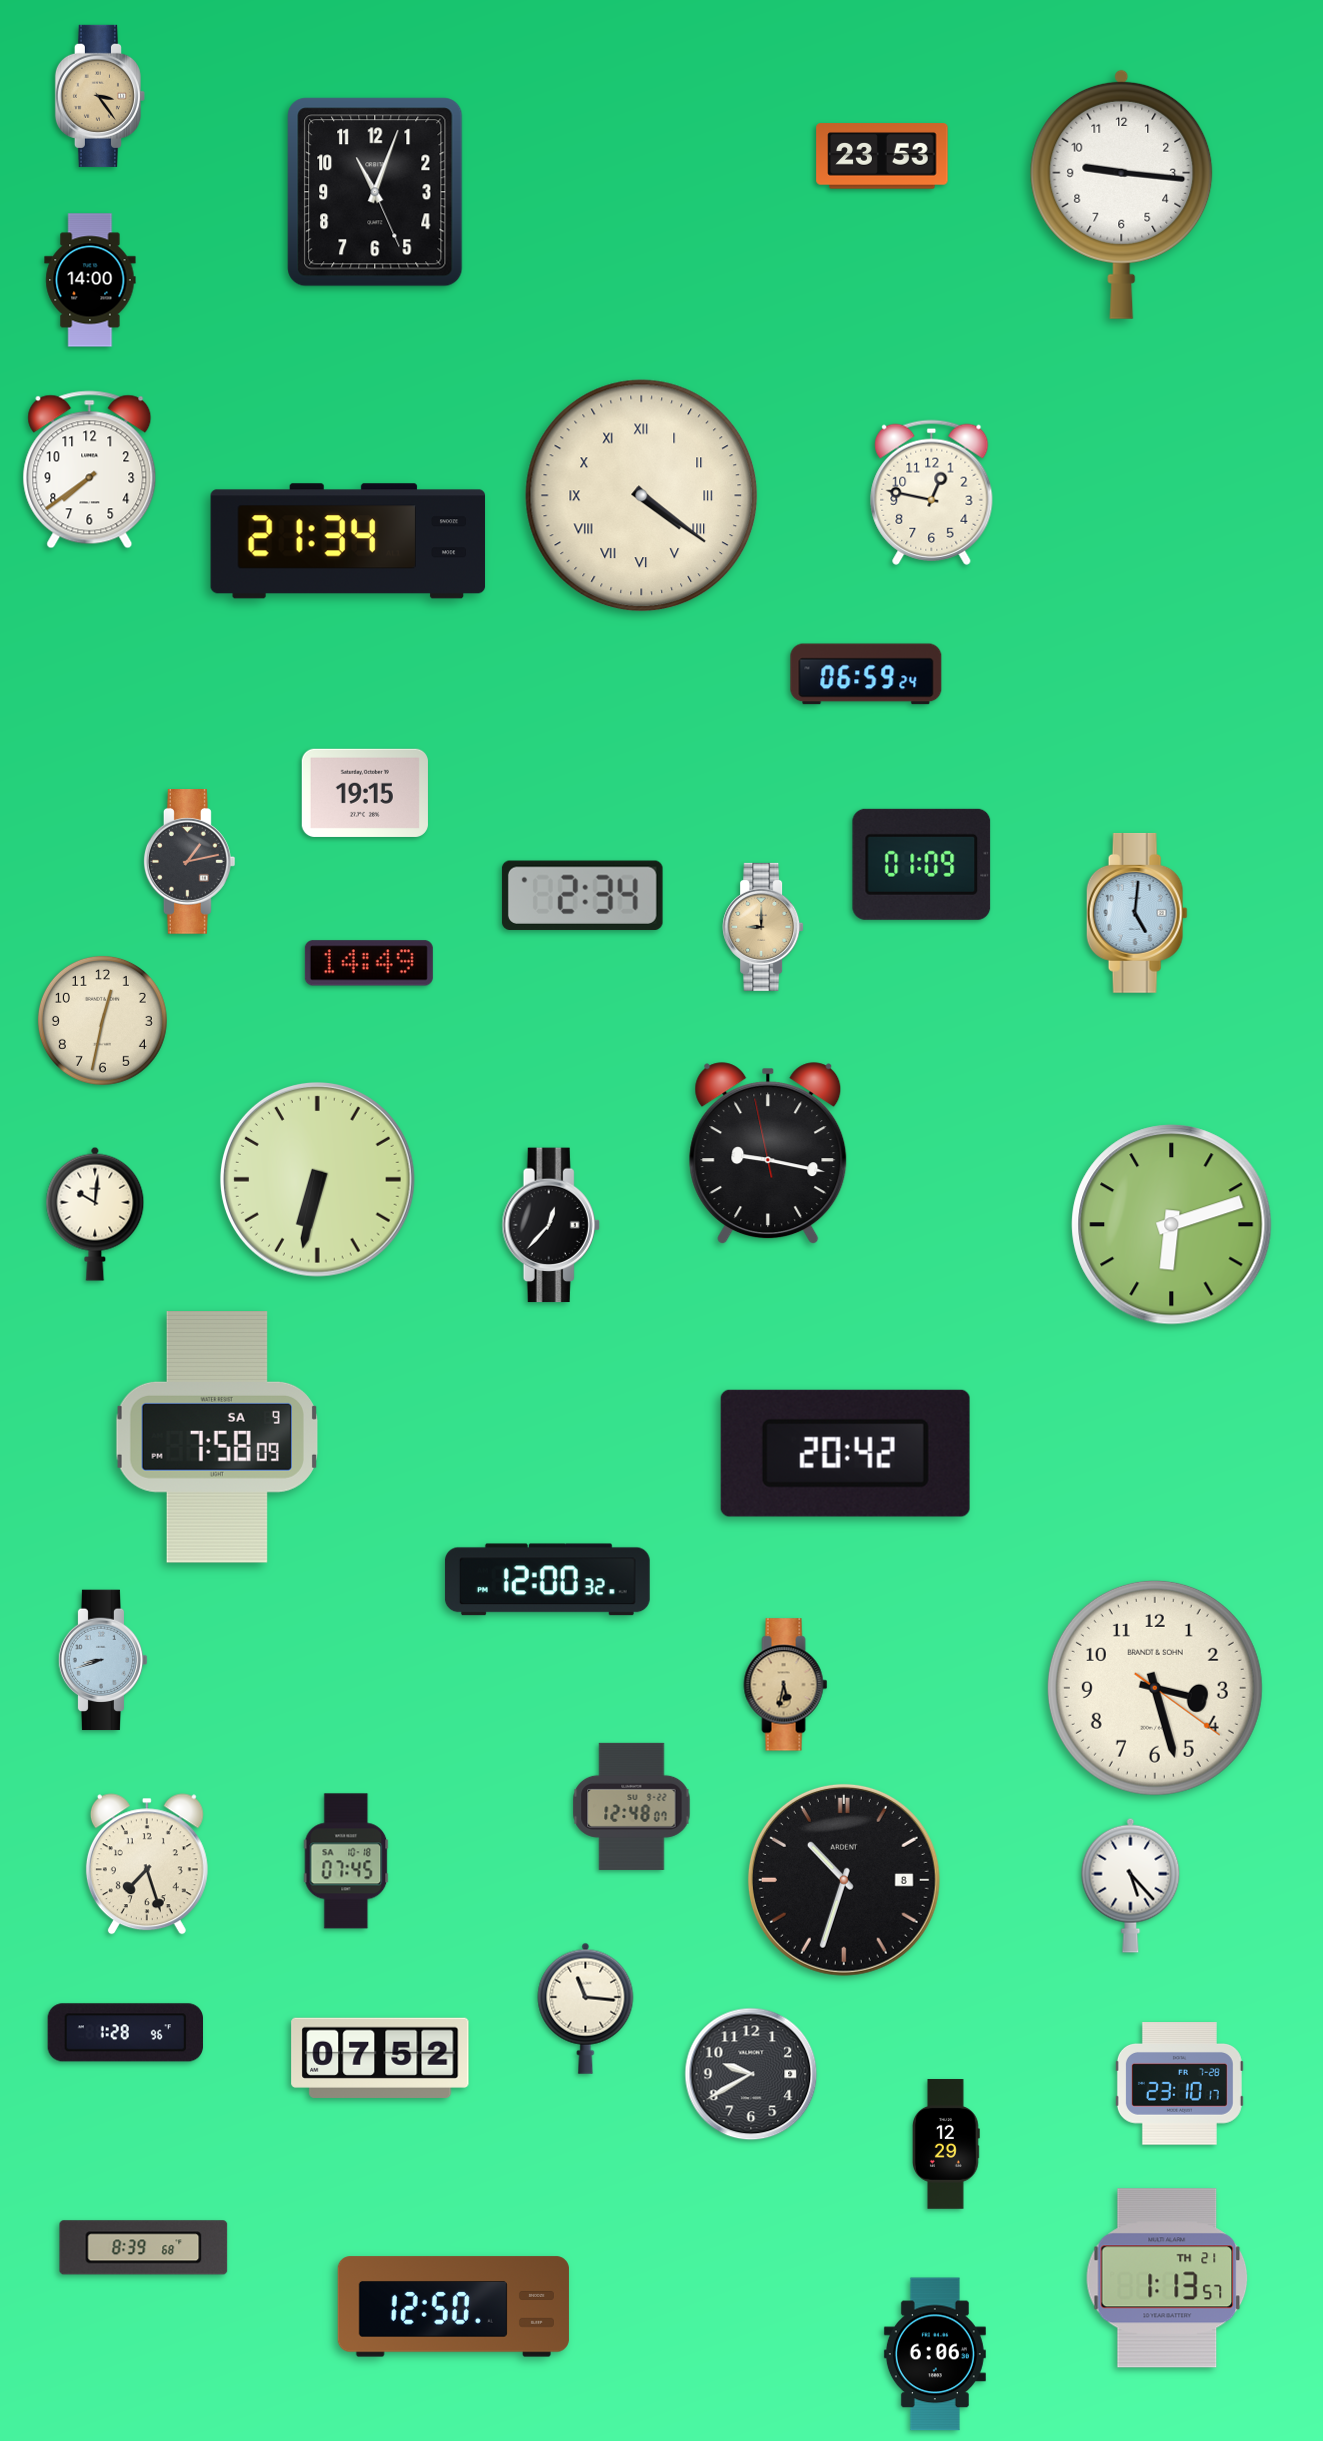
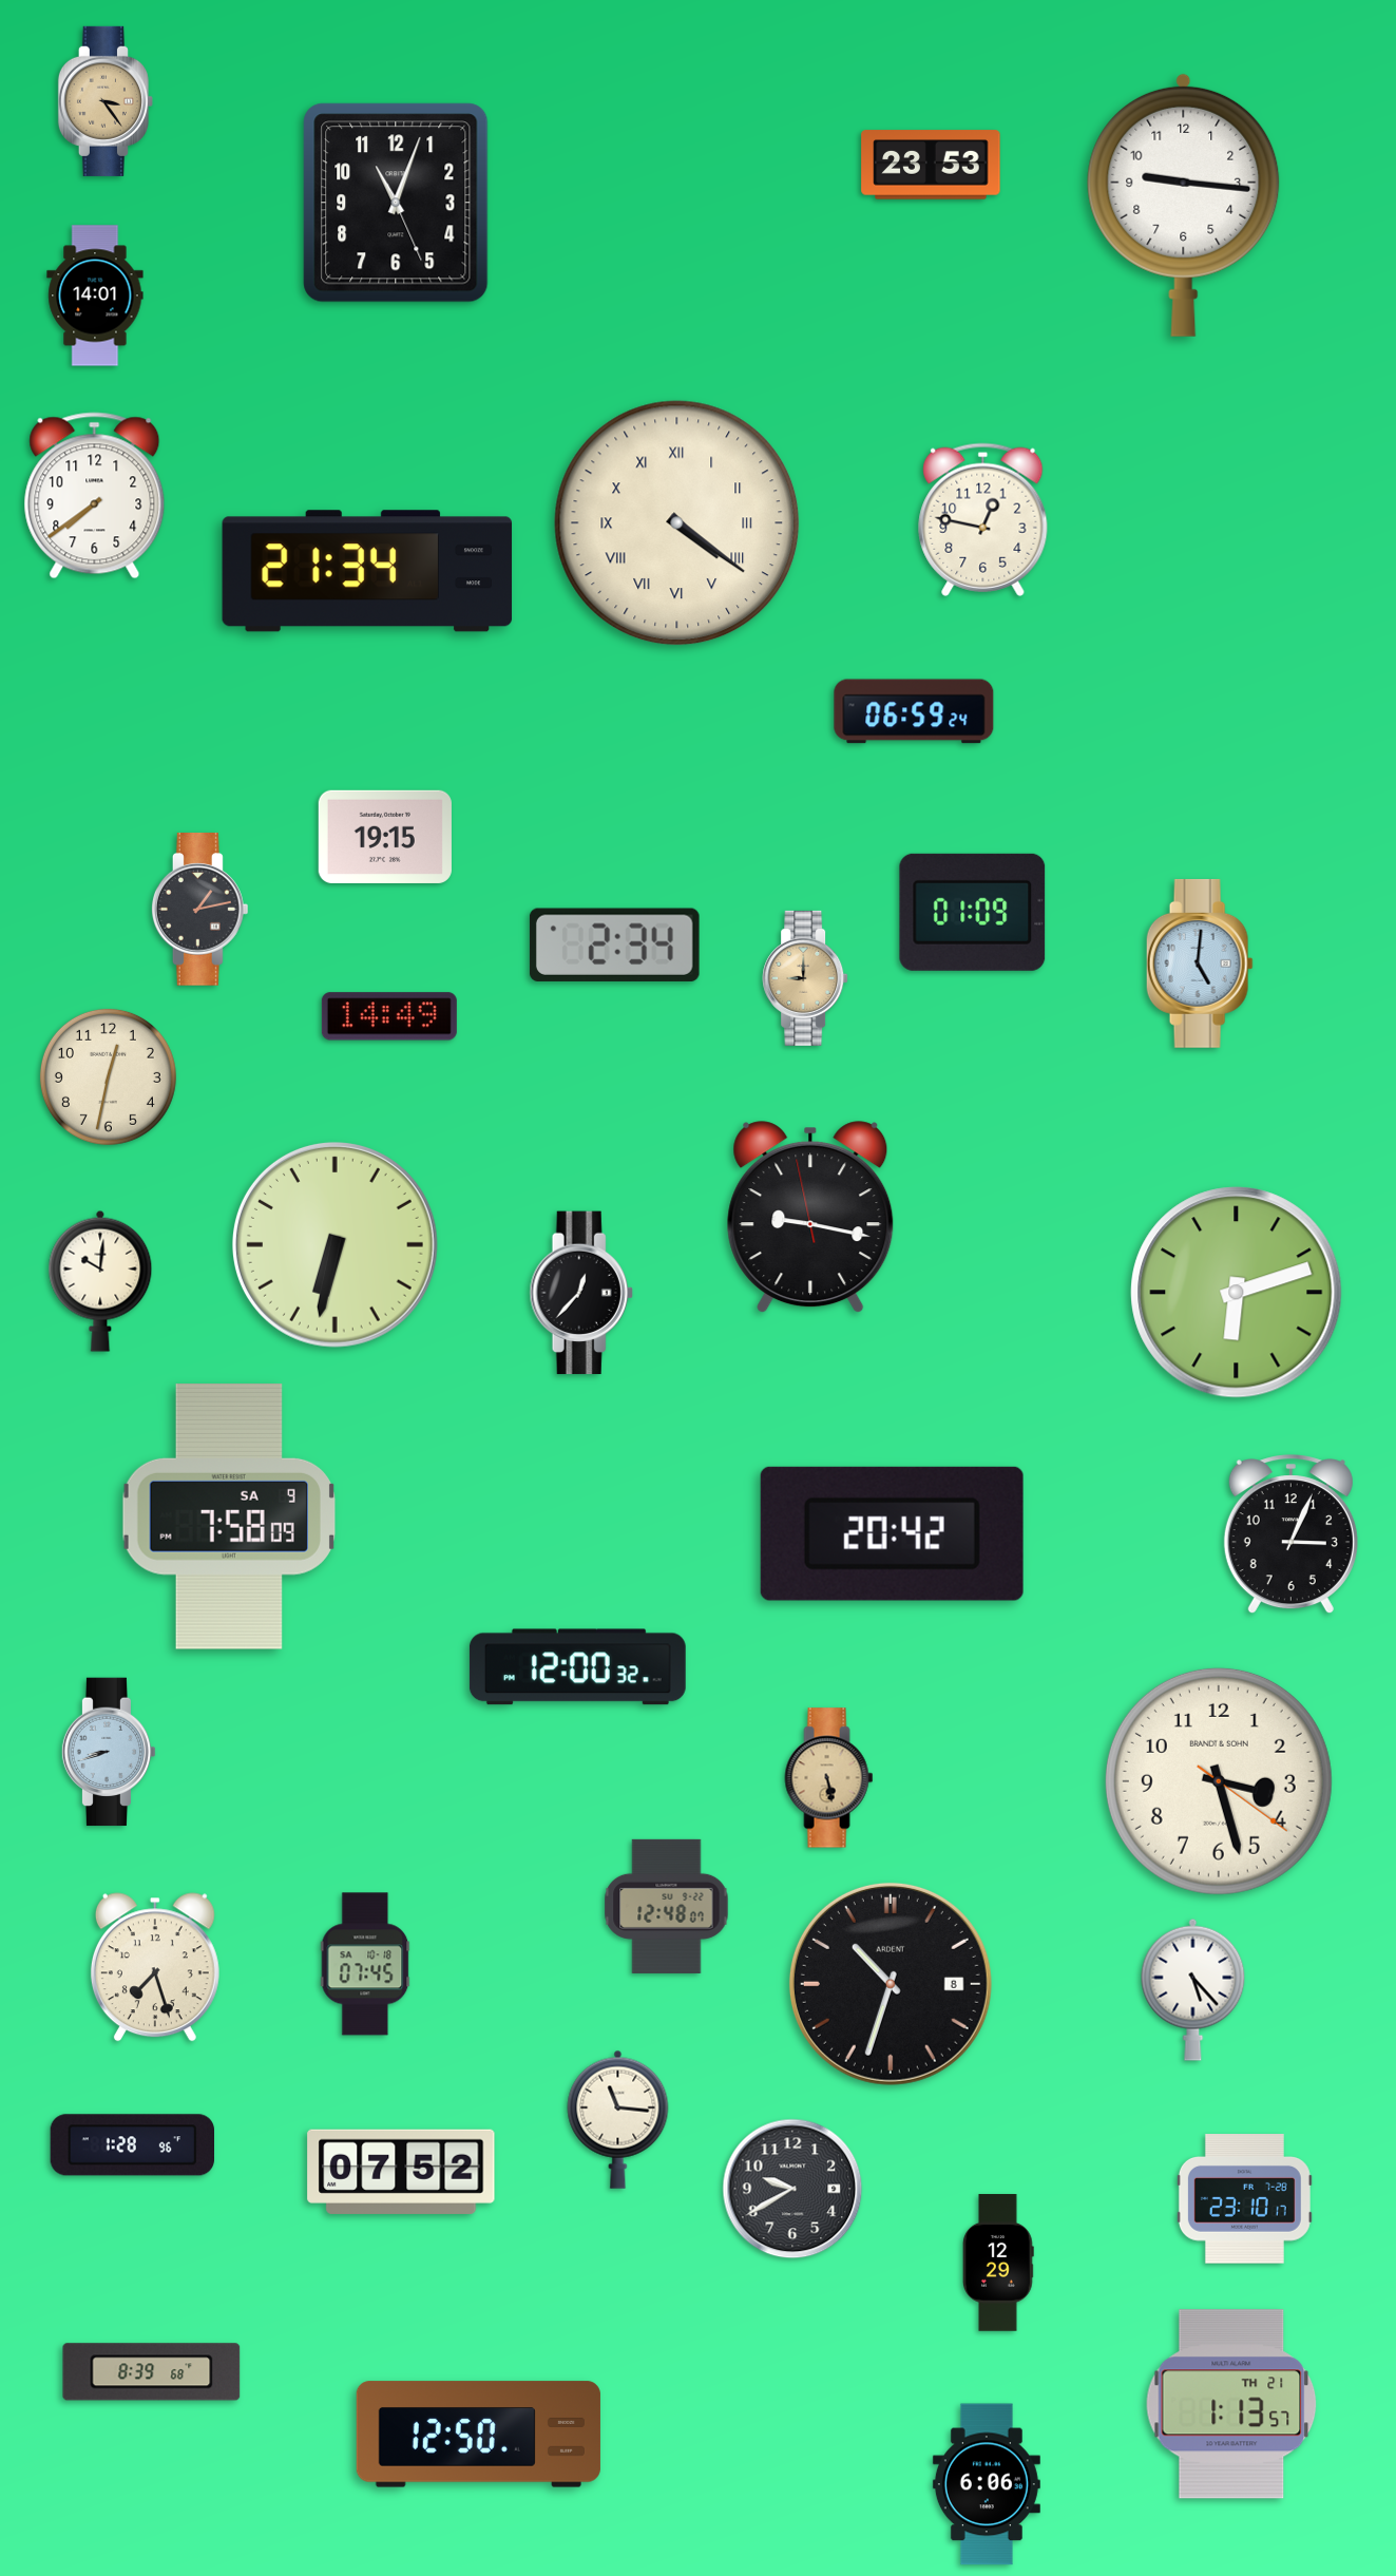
clock at (90, 280): 14:00 -> 14:01
clock at (1290, 1534): none -> 3:04
clock at (786, 1685): 5:32 -> 5:28
